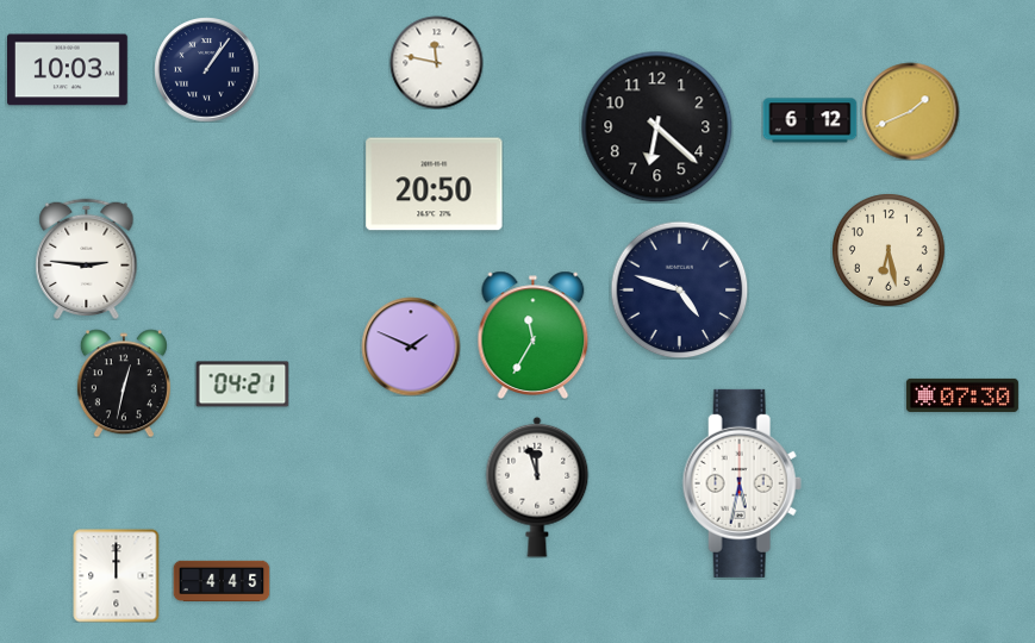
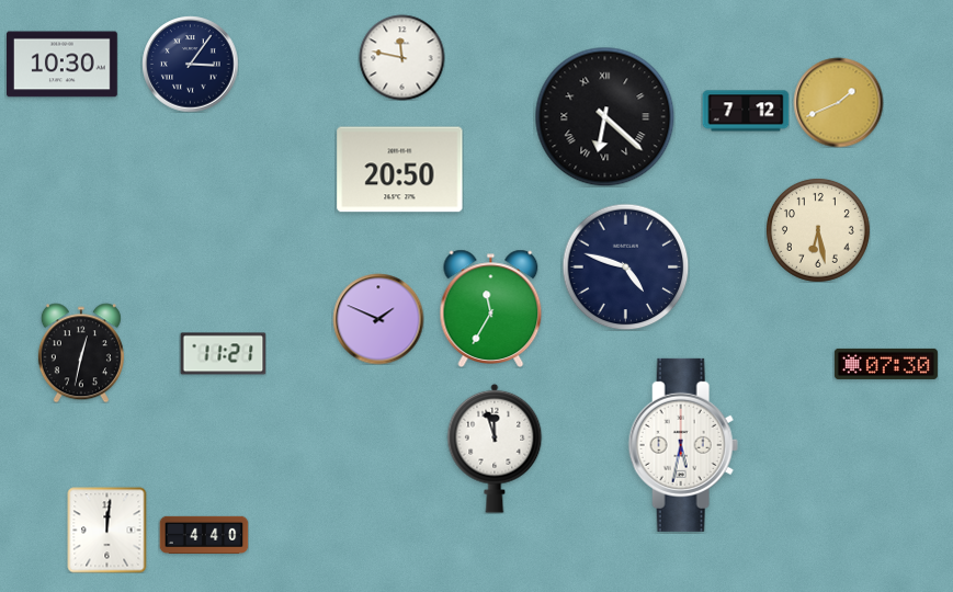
clock at (206, 69): 1:06 -> 3:06
clock at (68, 70): 10:03 -> 10:30
clock at (810, 120): 6:12 -> 7:12
clock at (656, 126) numerals: Arabic -> Roman
clock at (87, 258): 2:46 -> none
clock at (124, 383) position: (124, 383) -> (81, 353)
clock at (242, 385): 04:21 -> 11:21
clock at (117, 575): 12:00 -> 12:01
clock at (222, 580): 4:45 -> 4:40
